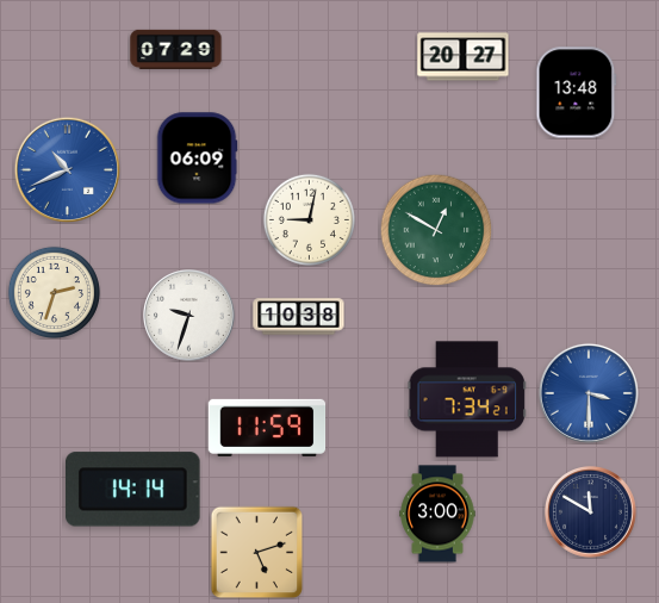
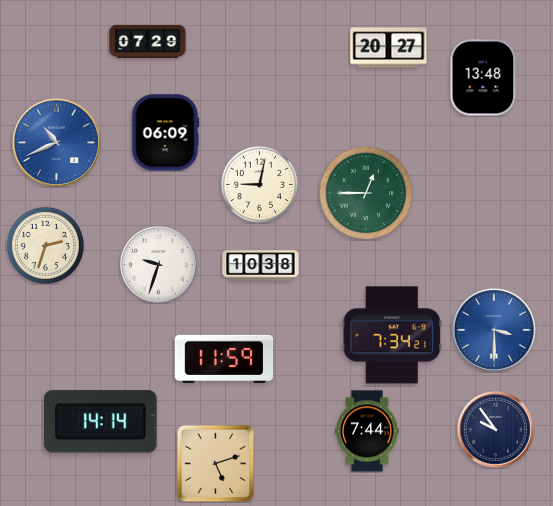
clock at (436, 230): 12:50 -> 12:45
clock at (299, 317) position: (299, 317) -> (261, 266)
clock at (133, 490) position: (133, 490) -> (101, 422)
clock at (591, 512): 11:50 -> 9:54
clock at (437, 514): 3:00 -> 7:44
